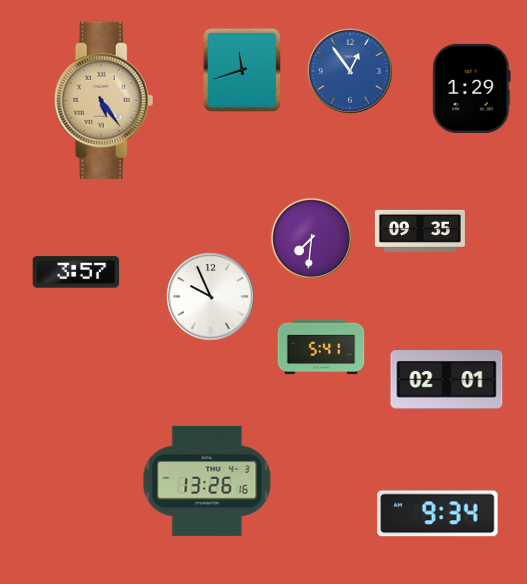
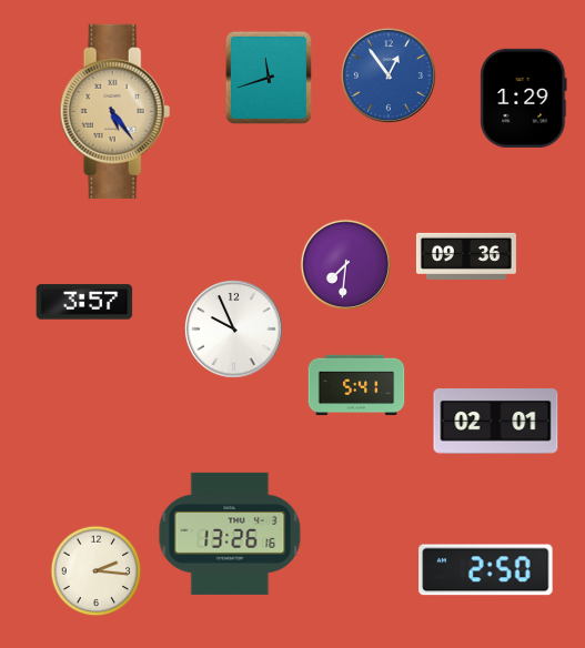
clock at (350, 71) position: (350, 71) -> (389, 75)
clock at (420, 231): 09:35 -> 09:36
clock at (438, 514): 9:34 -> 2:50
clock at (97, 571): none -> 2:16
